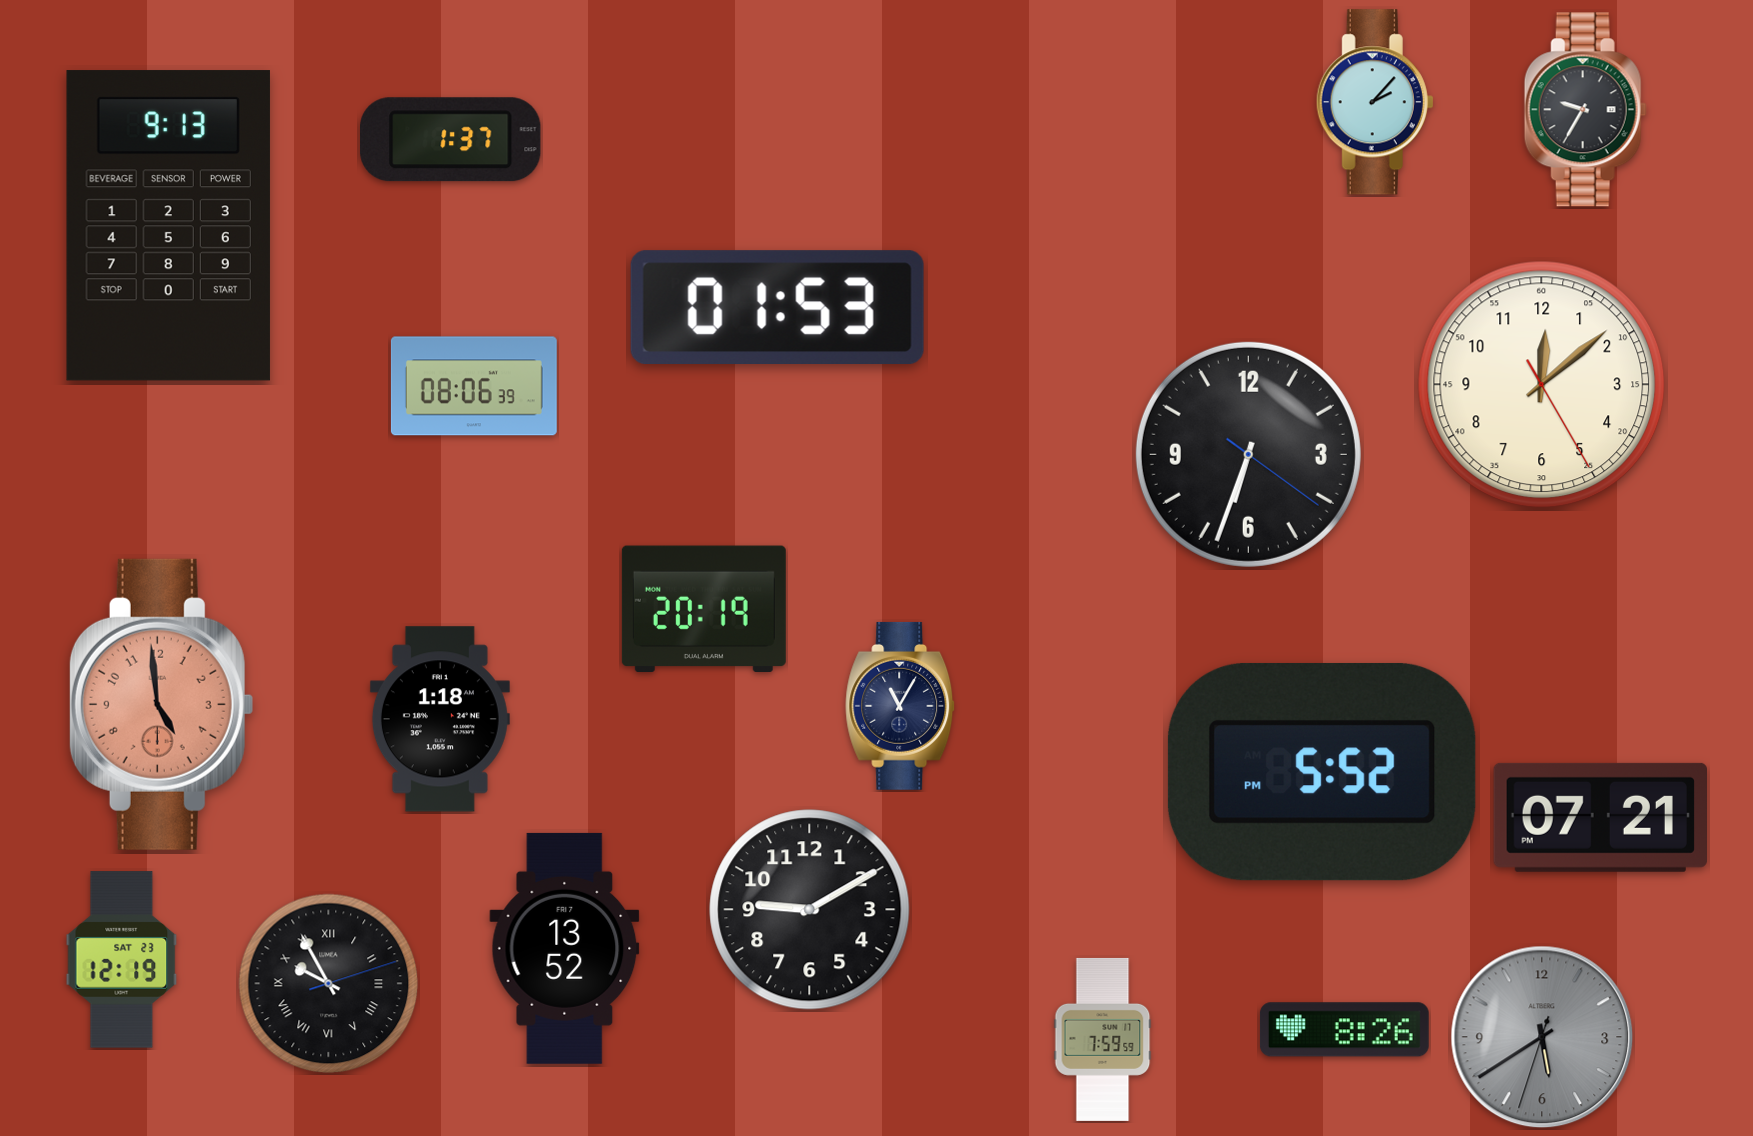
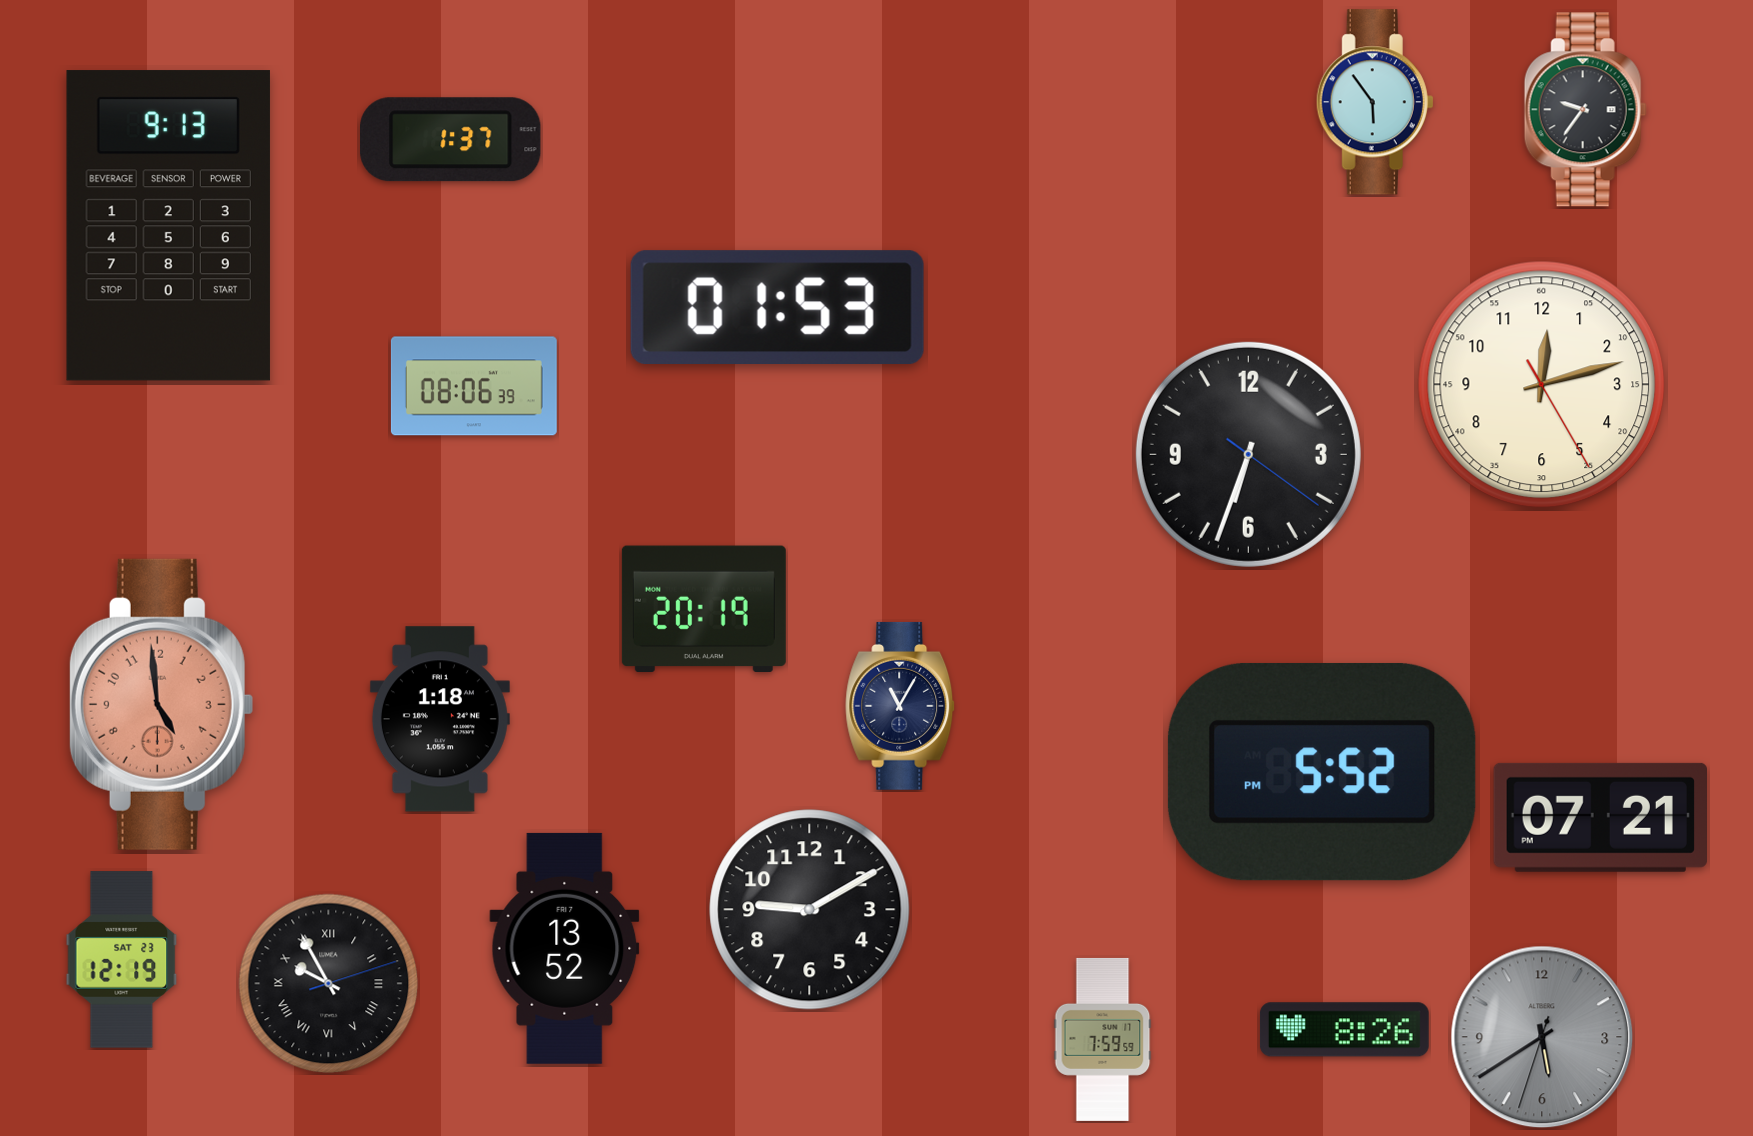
clock at (1375, 102): 2:07 -> 5:54
clock at (1585, 110): 9:35 -> 9:36
clock at (1542, 385): 12:08 -> 12:12
